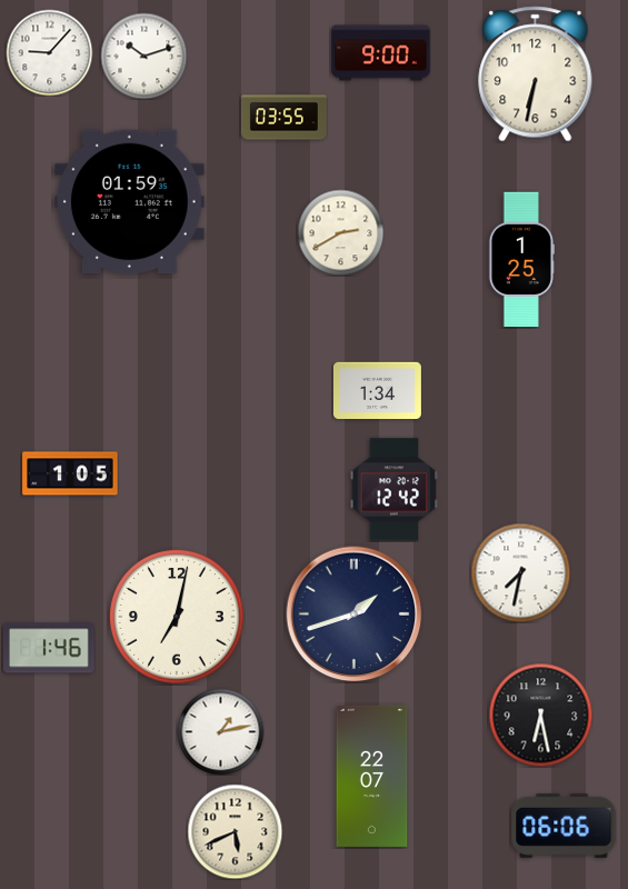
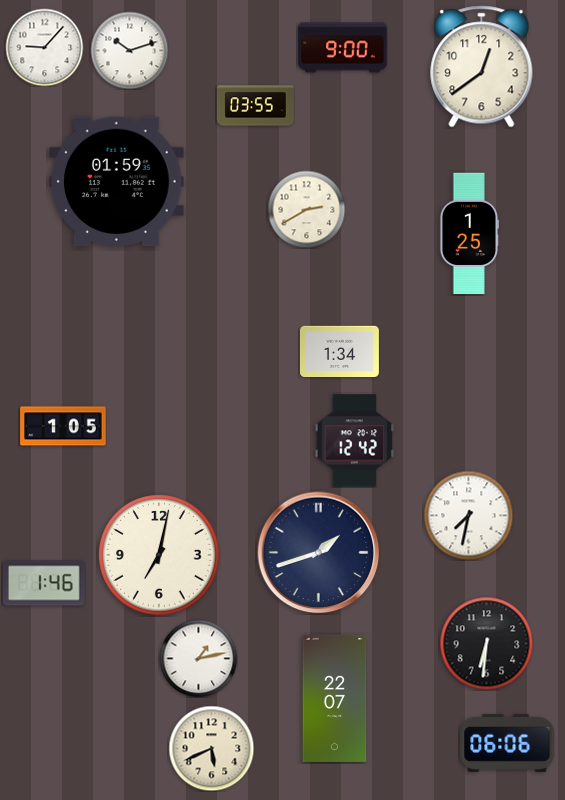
clock at (536, 74): 6:32 -> 12:39
clock at (540, 715): 6:28 -> 6:31
